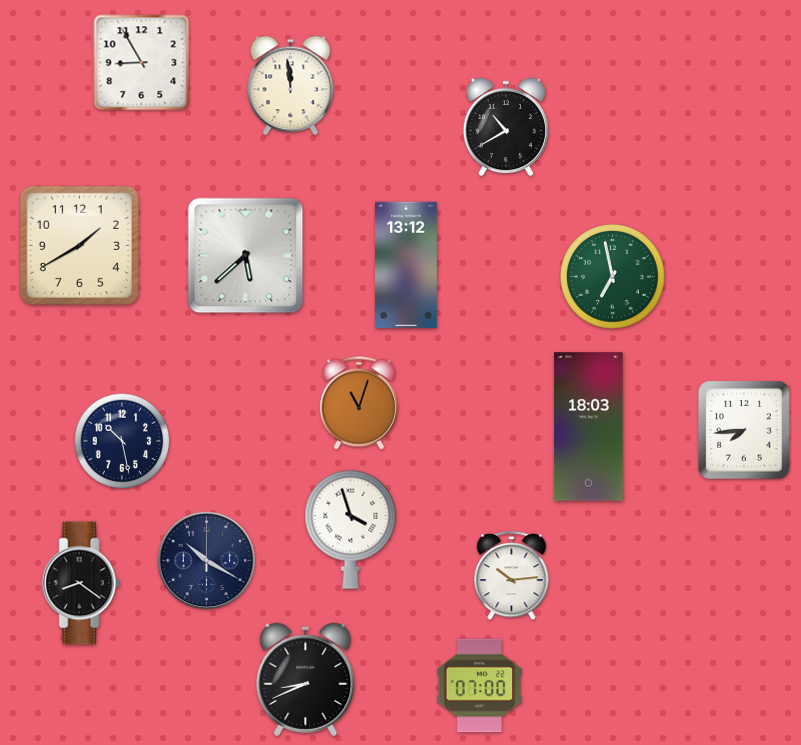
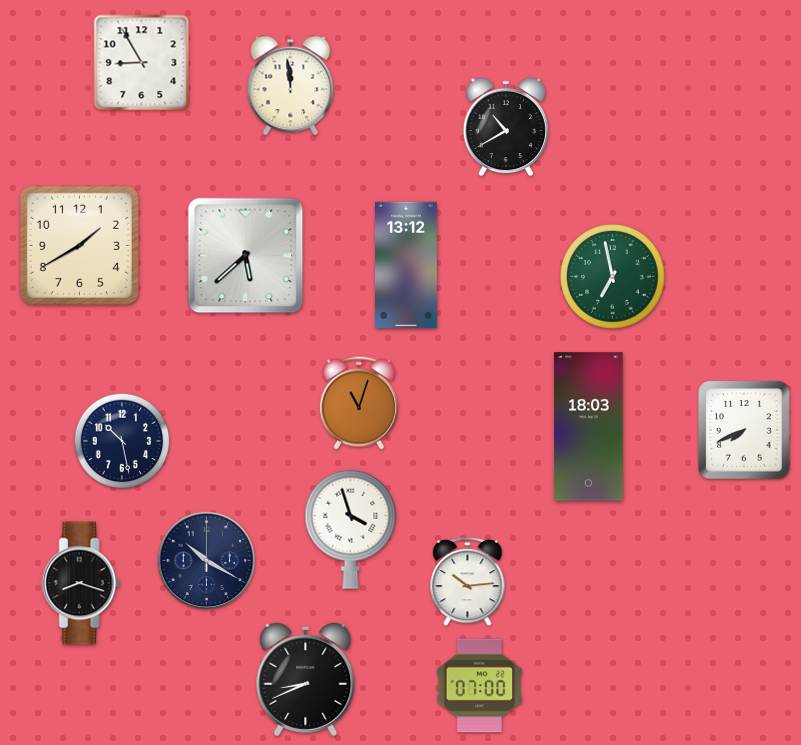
clock at (744, 430): 7:44 -> 7:41
clock at (512, 577) position: (512, 577) -> (468, 583)
clock at (81, 583): 8:21 -> 8:18
